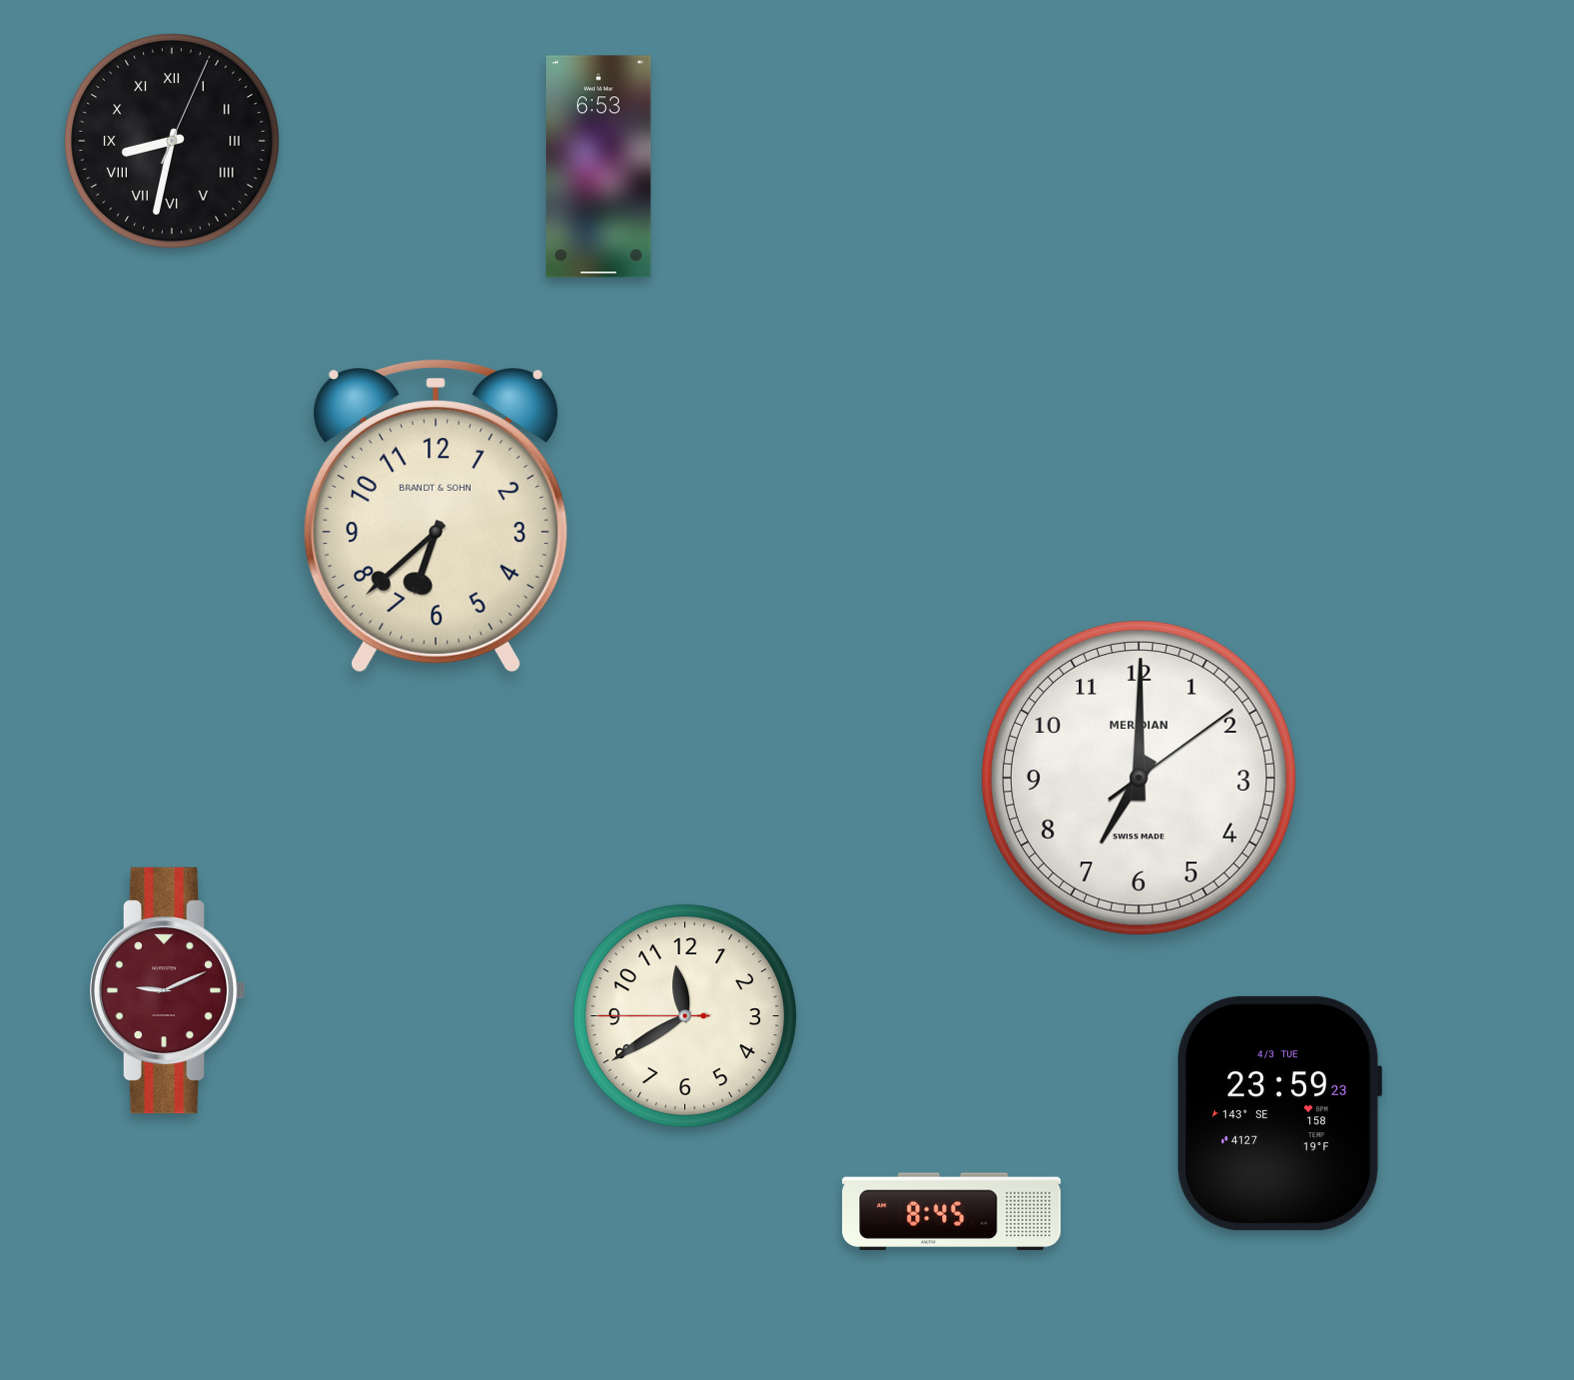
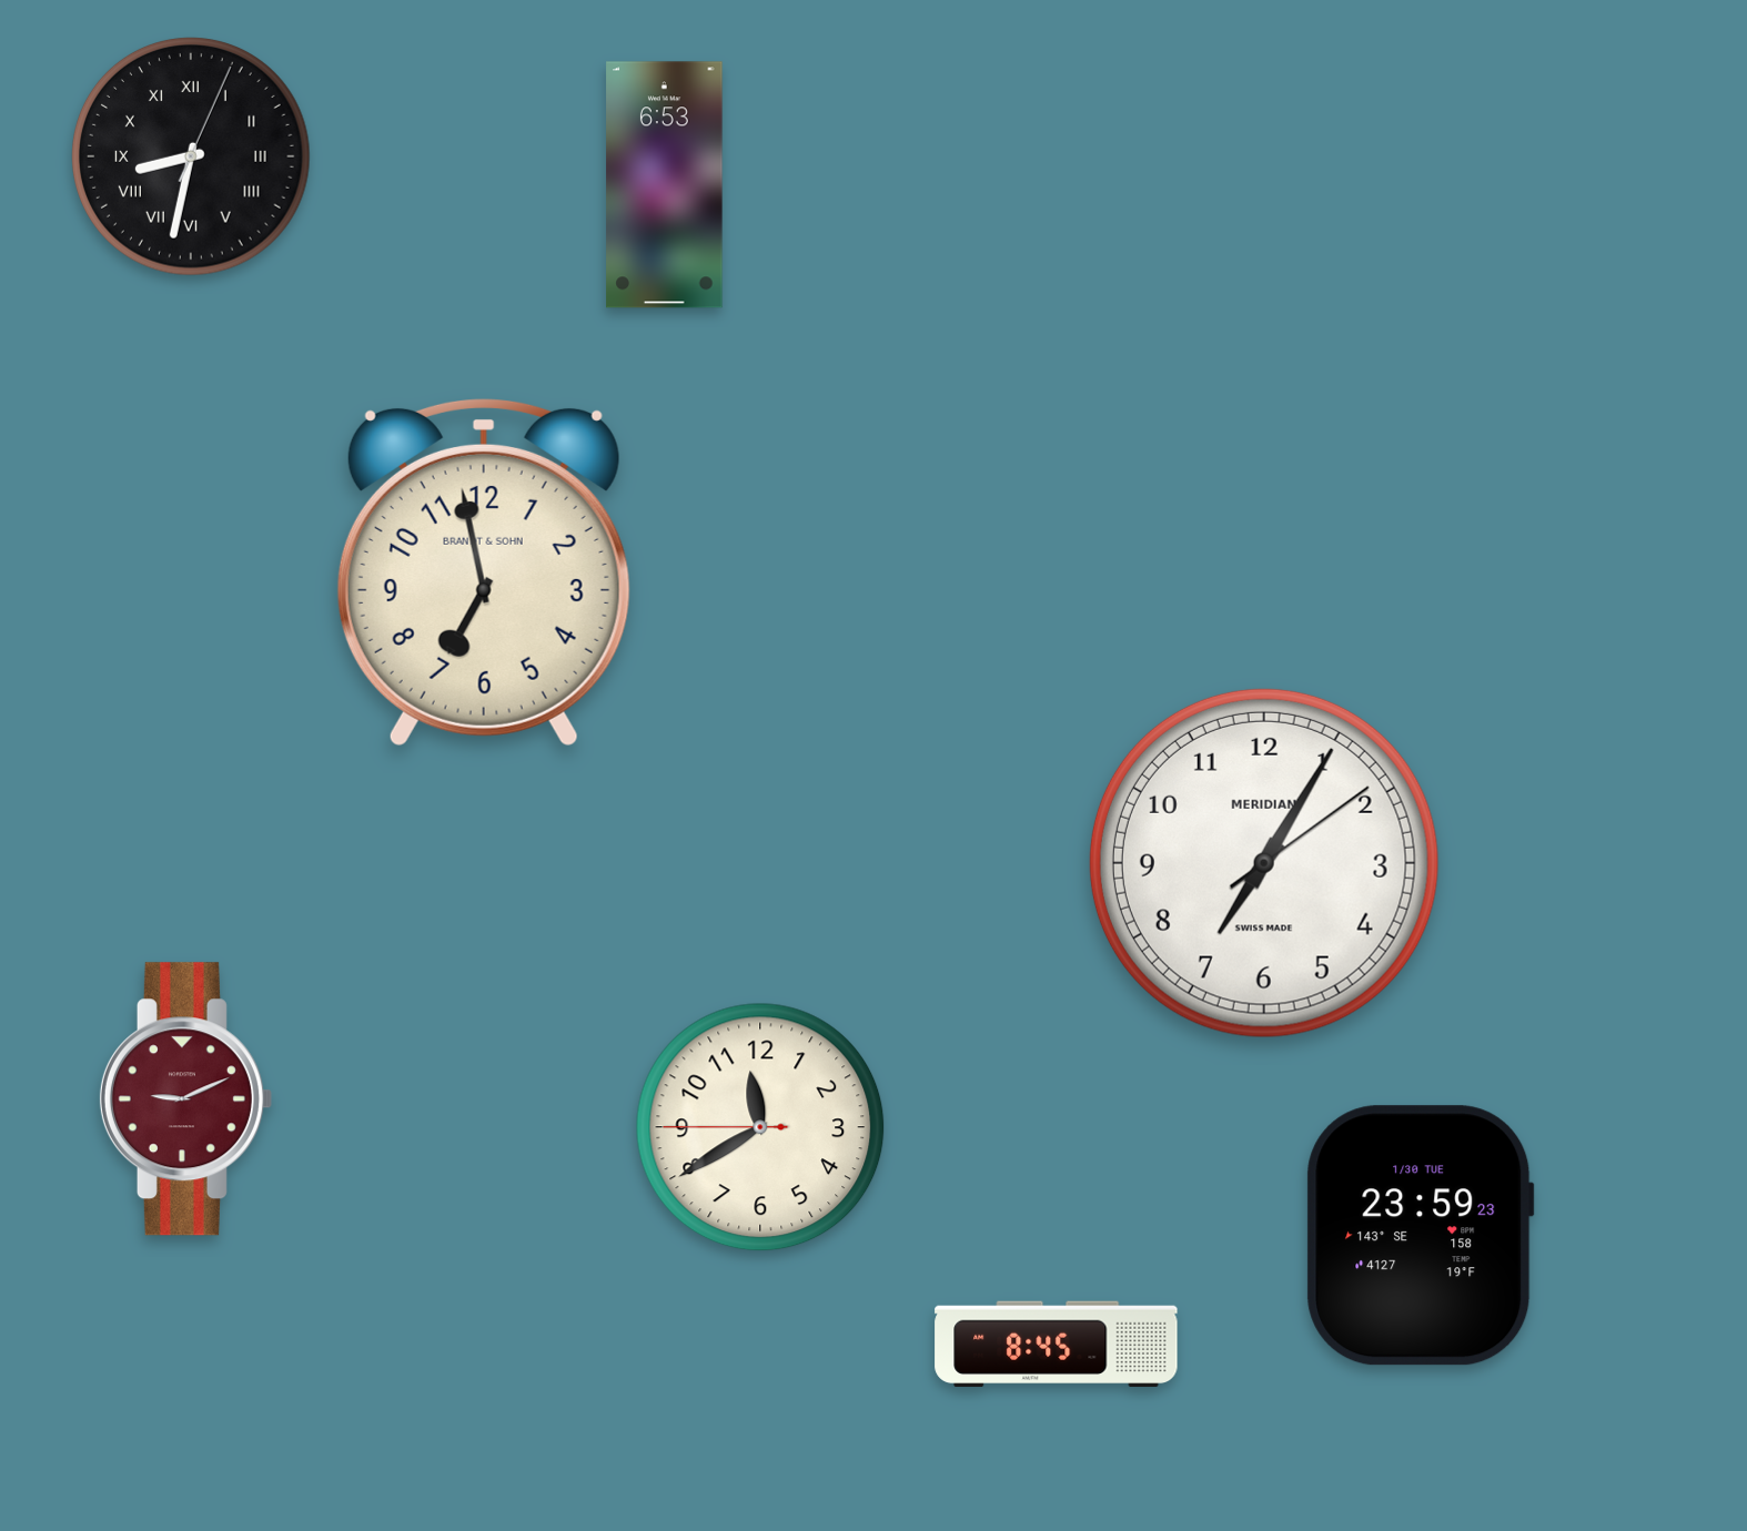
clock at (436, 516): 6:38 -> 6:58
clock at (1139, 778): 7:00 -> 7:05
clock at (1280, 1114) date: 4/3 TUE -> 1/30 TUE
